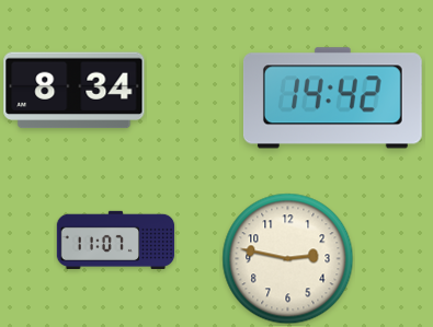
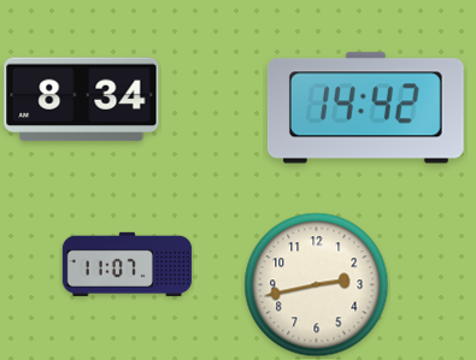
clock at (288, 259): 2:47 -> 2:43
